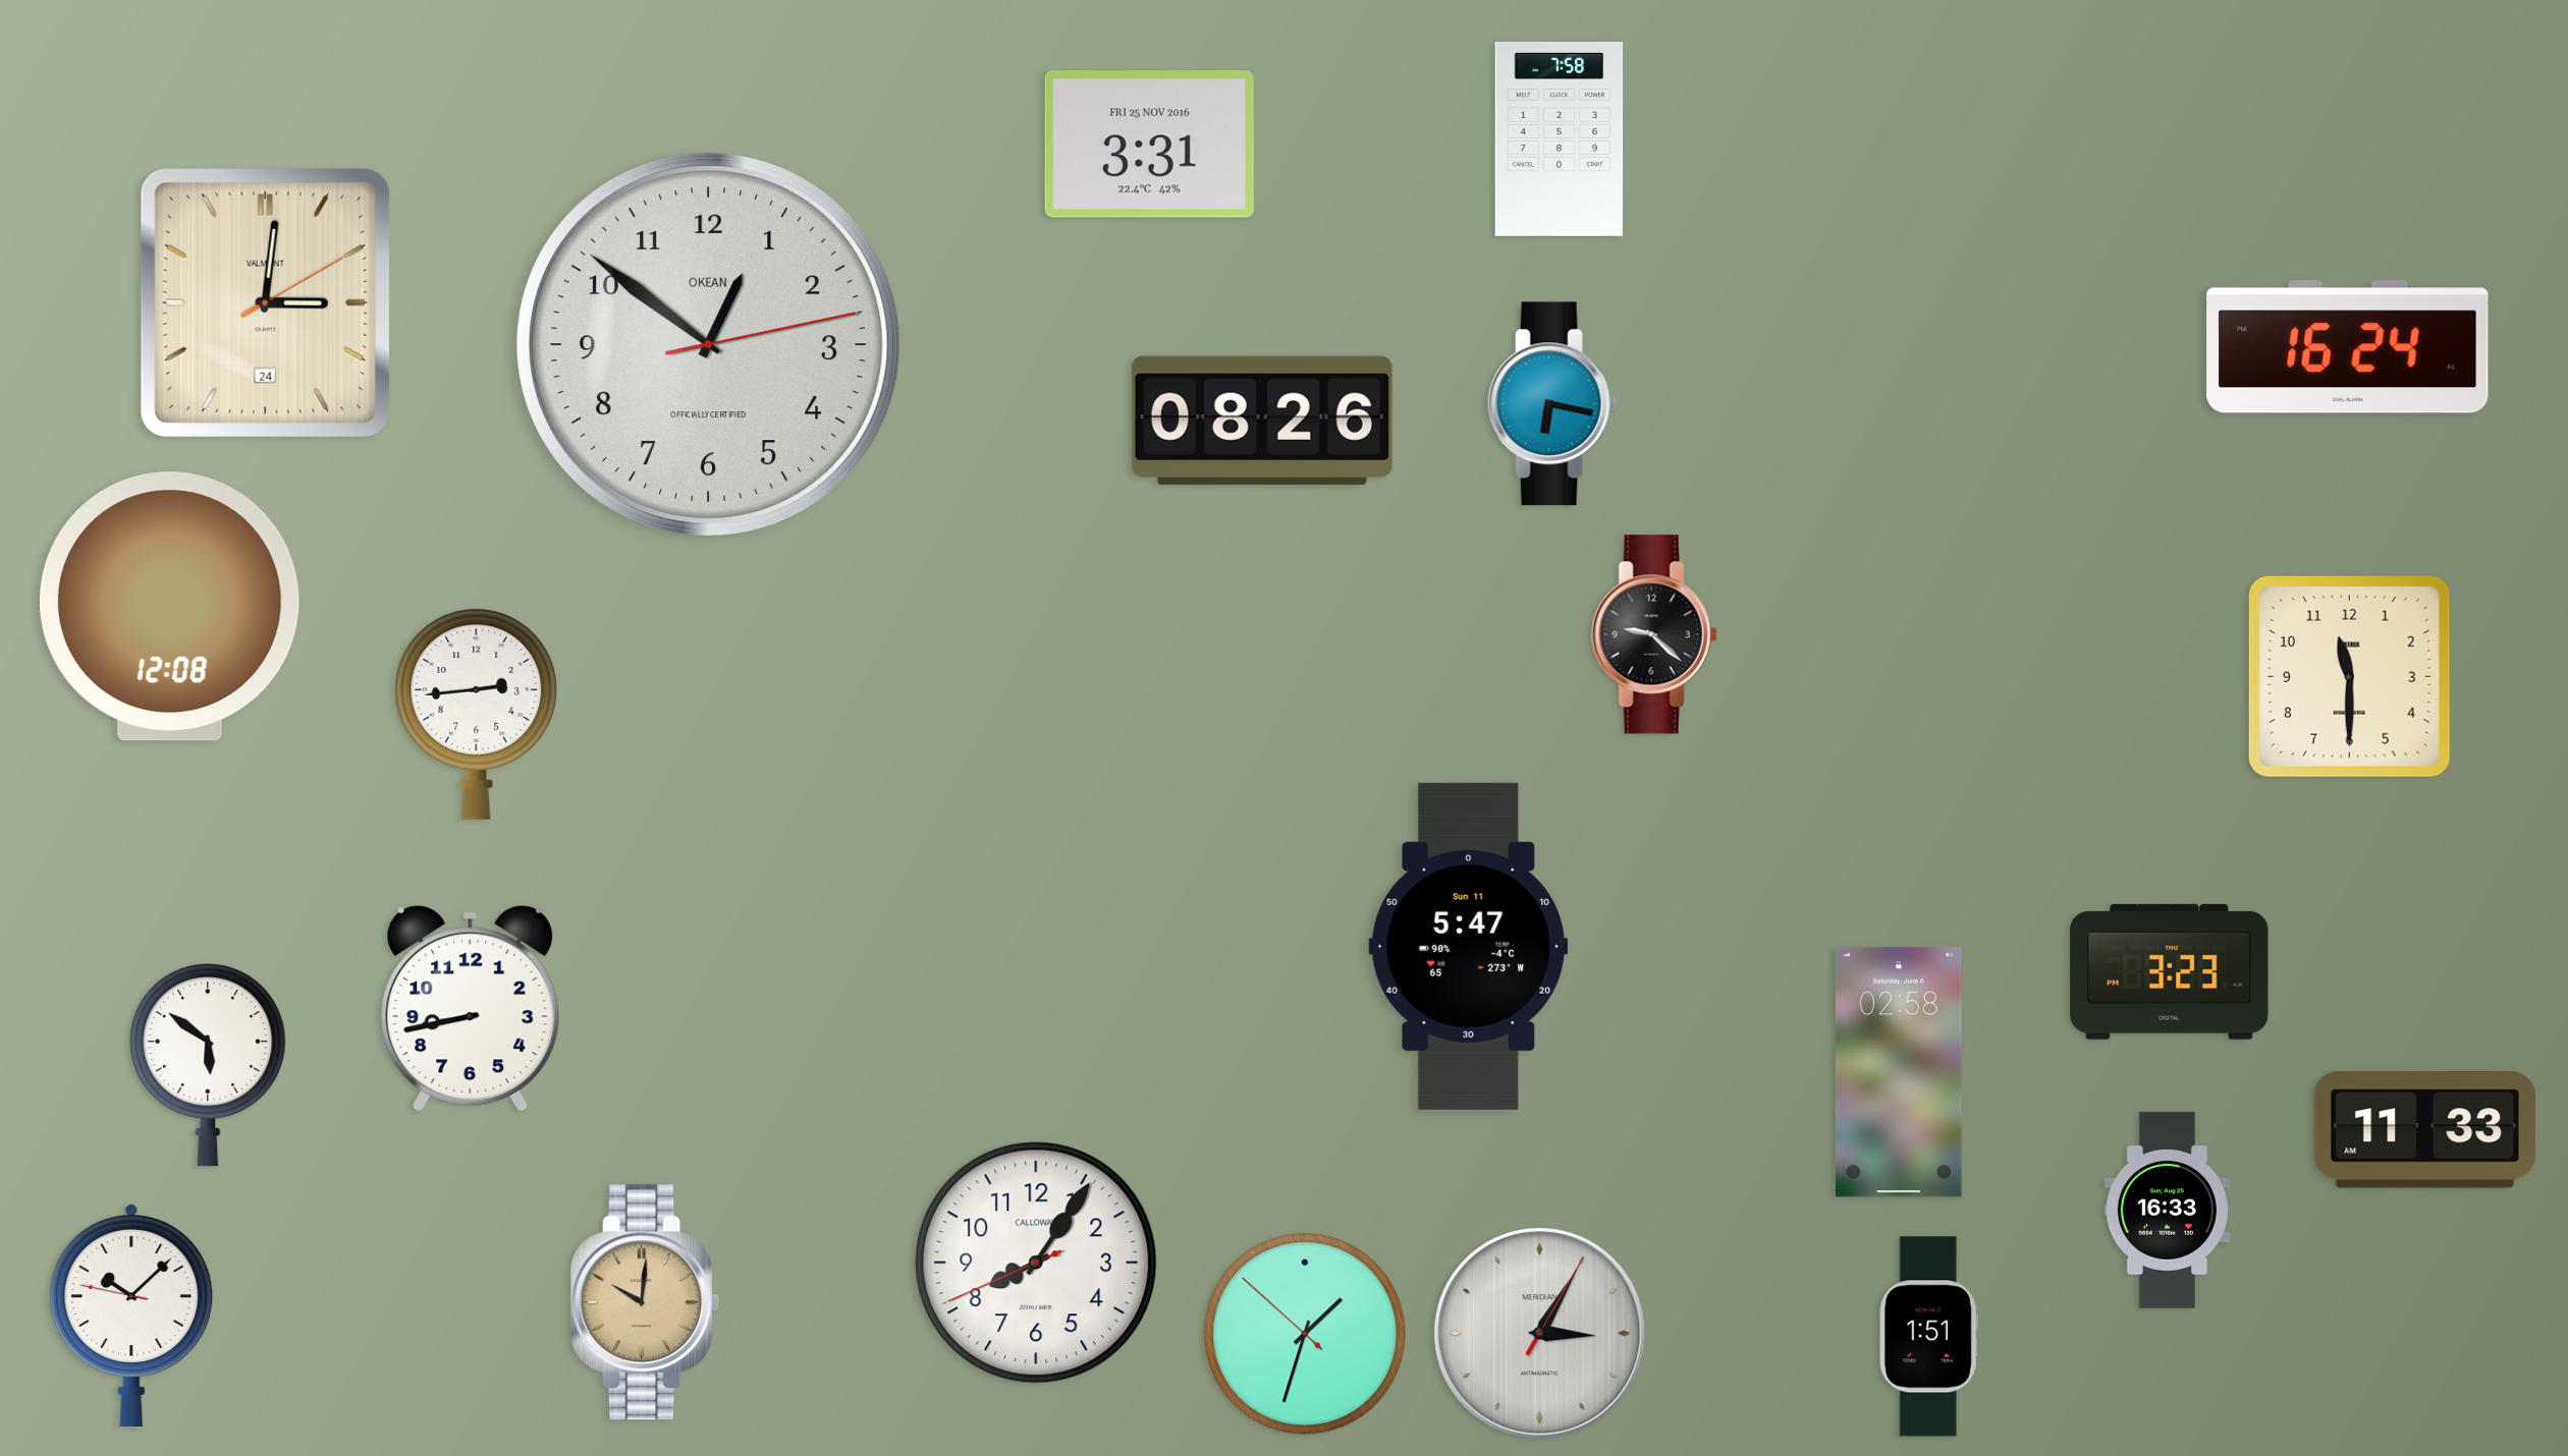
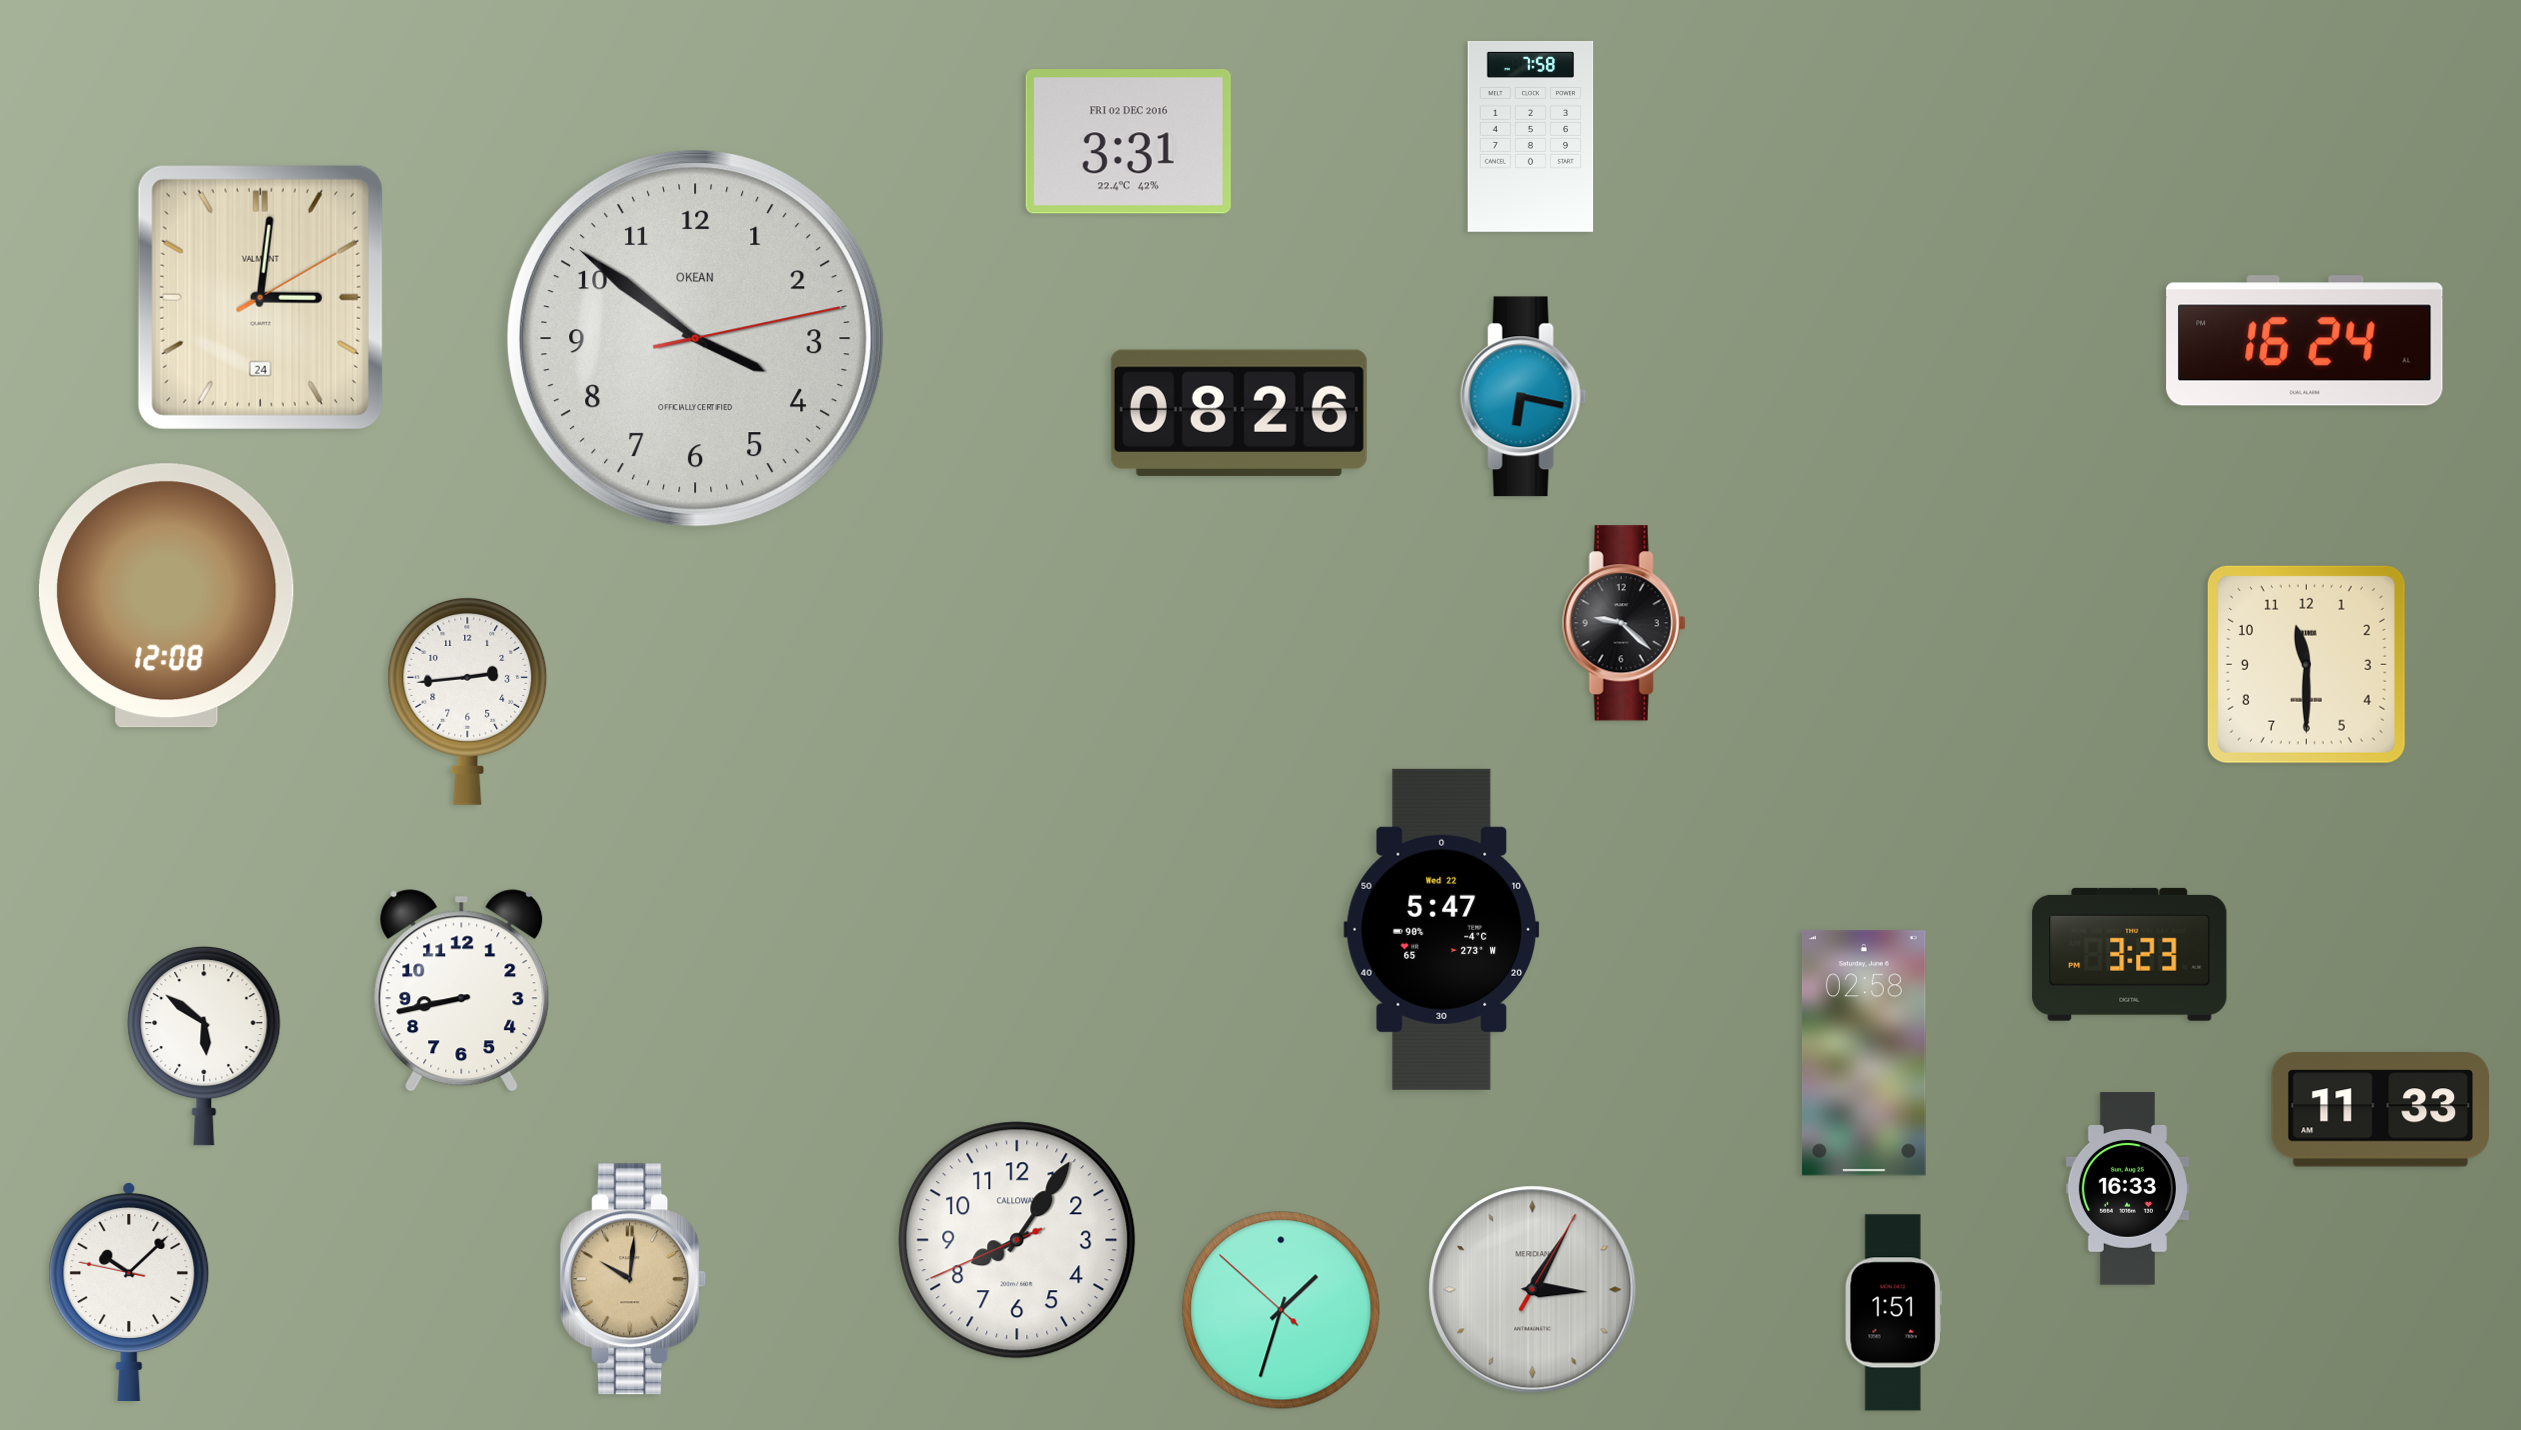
clock at (1149, 145) date: FRI 25 NOV 2016 -> FRI 02 DEC 2016
clock at (709, 345): 12:51 -> 3:51
clock at (1469, 946) date: Sun 11 -> Wed 22
clock at (1540, 1334) position: (1540, 1334) -> (1533, 1290)
